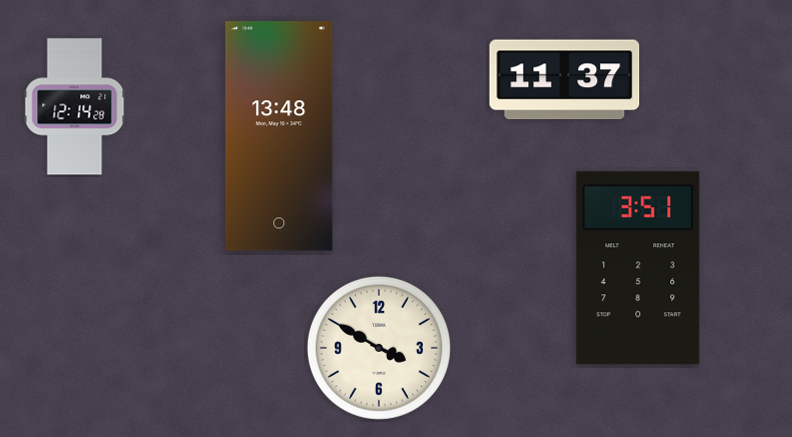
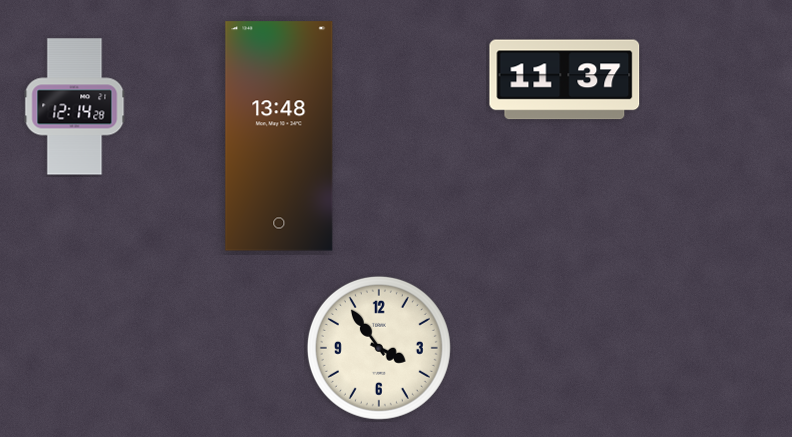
clock at (638, 268): 3:51 -> none
clock at (379, 348): 3:50 -> 3:54
